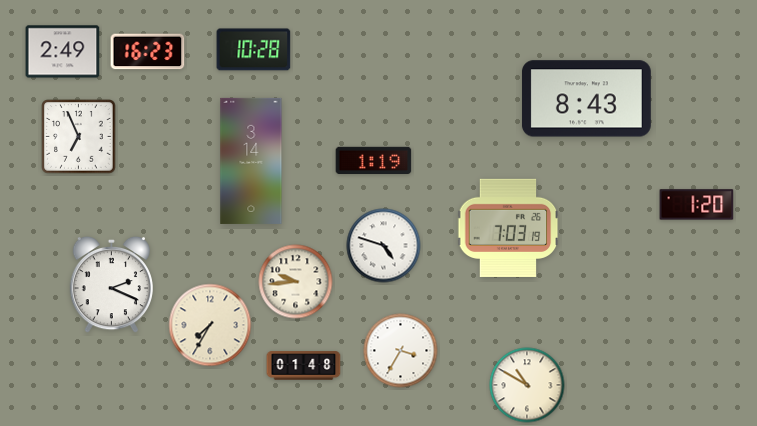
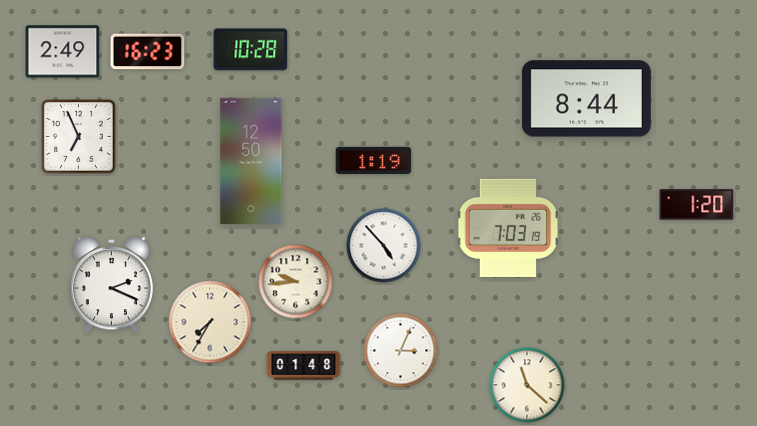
clock at (254, 50) position: (254, 50) -> (251, 50)
clock at (586, 99): 8:43 -> 8:44
clock at (251, 161): 3:14 -> 12:50
clock at (384, 246): 4:48 -> 4:53
clock at (210, 325) position: (210, 325) -> (210, 322)
clock at (401, 351): 3:35 -> 3:04
clock at (527, 385): 10:50 -> 11:22
